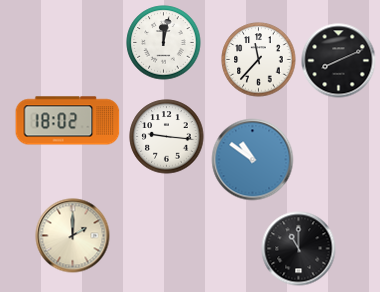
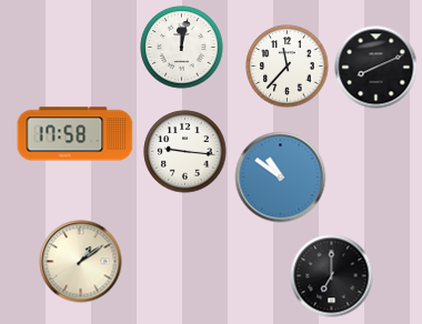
clock at (68, 121): 18:02 -> 17:58
clock at (73, 236): 2:00 -> 1:09
clock at (299, 249): 11:00 -> 7:00
